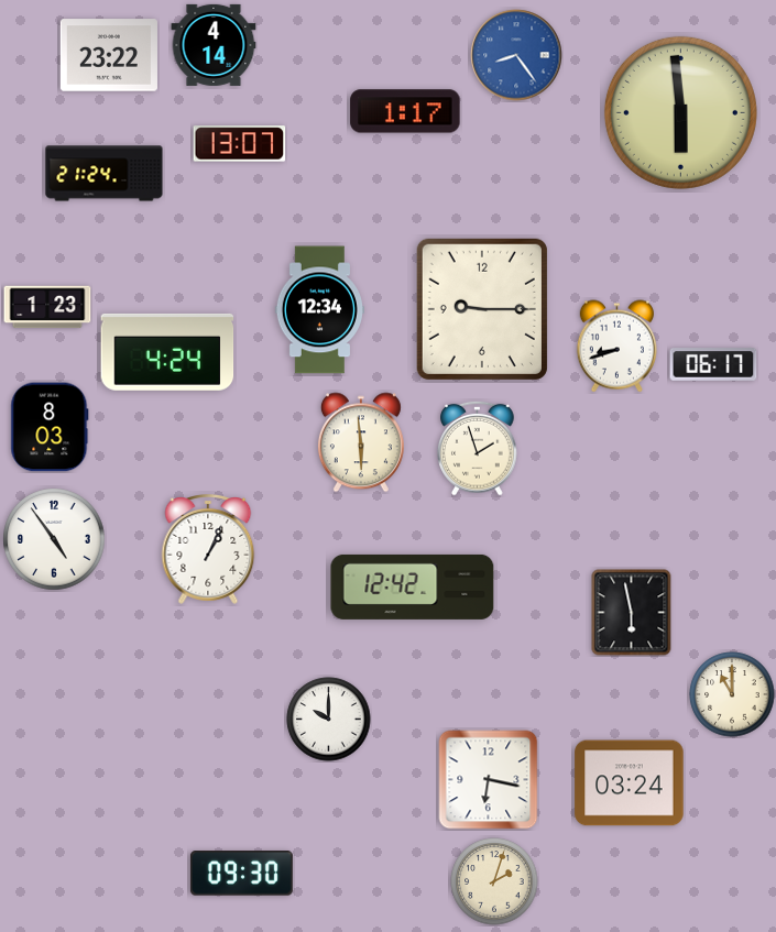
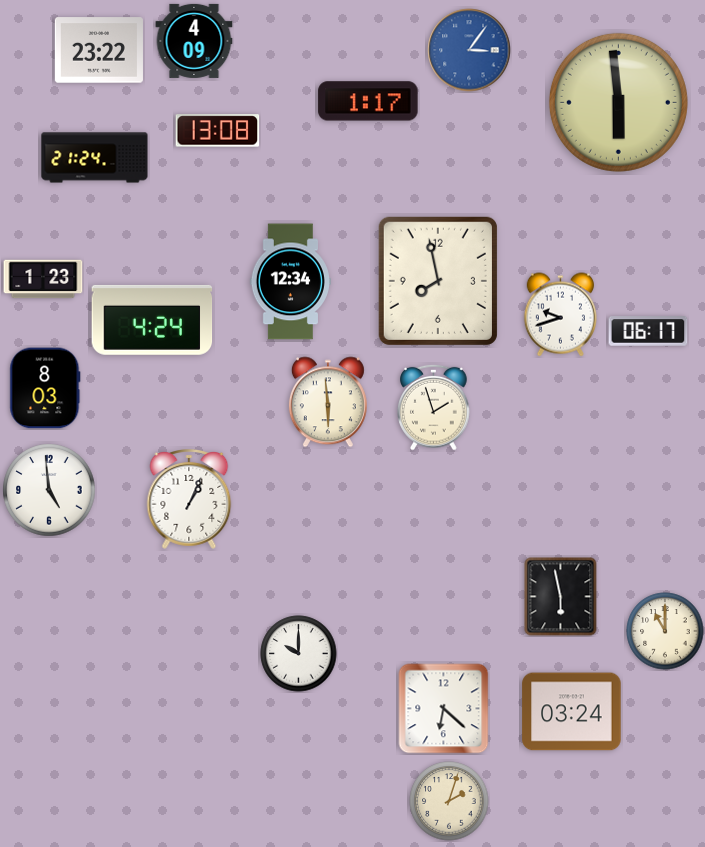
clock at (214, 45): 4:14 -> 4:09
clock at (516, 55): 8:24 -> 3:06
clock at (240, 144): 13:07 -> 13:08
clock at (482, 309): 9:15 -> 7:58
clock at (616, 347): 8:42 -> 9:42
clock at (54, 539): 4:54 -> 4:59
clock at (413, 586): 12:42 -> none
clock at (632, 613) position: (632, 613) -> (561, 597)
clock at (489, 780): 6:17 -> 6:22
clock at (241, 874): 09:30 -> none
